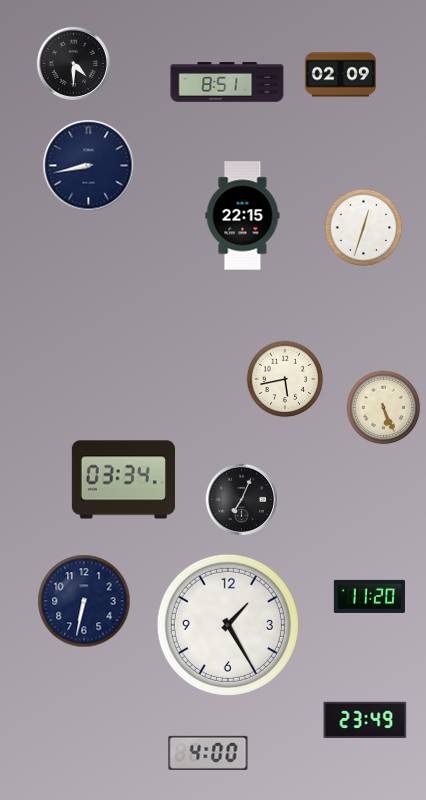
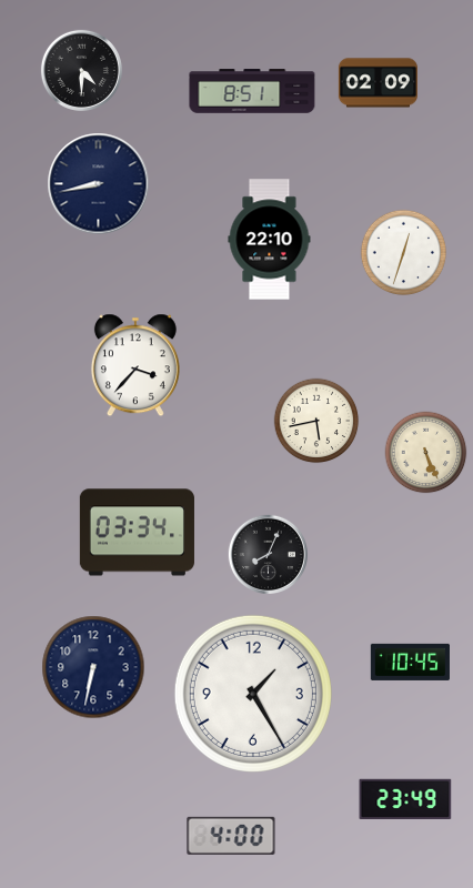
clock at (243, 216): 22:15 -> 22:10
clock at (135, 365): none -> 3:37
clock at (241, 499): 7:04 -> 8:04
clock at (369, 596): 11:20 -> 10:45
